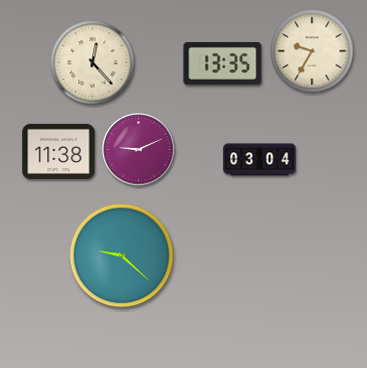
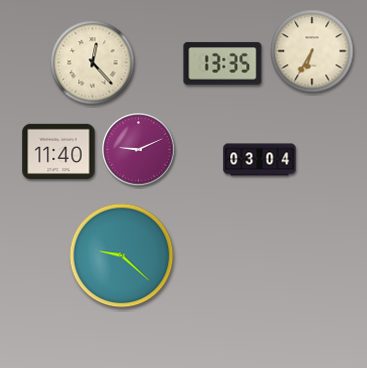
clock at (312, 51): 9:35 -> 6:35
clock at (59, 151): 11:38 -> 11:40
